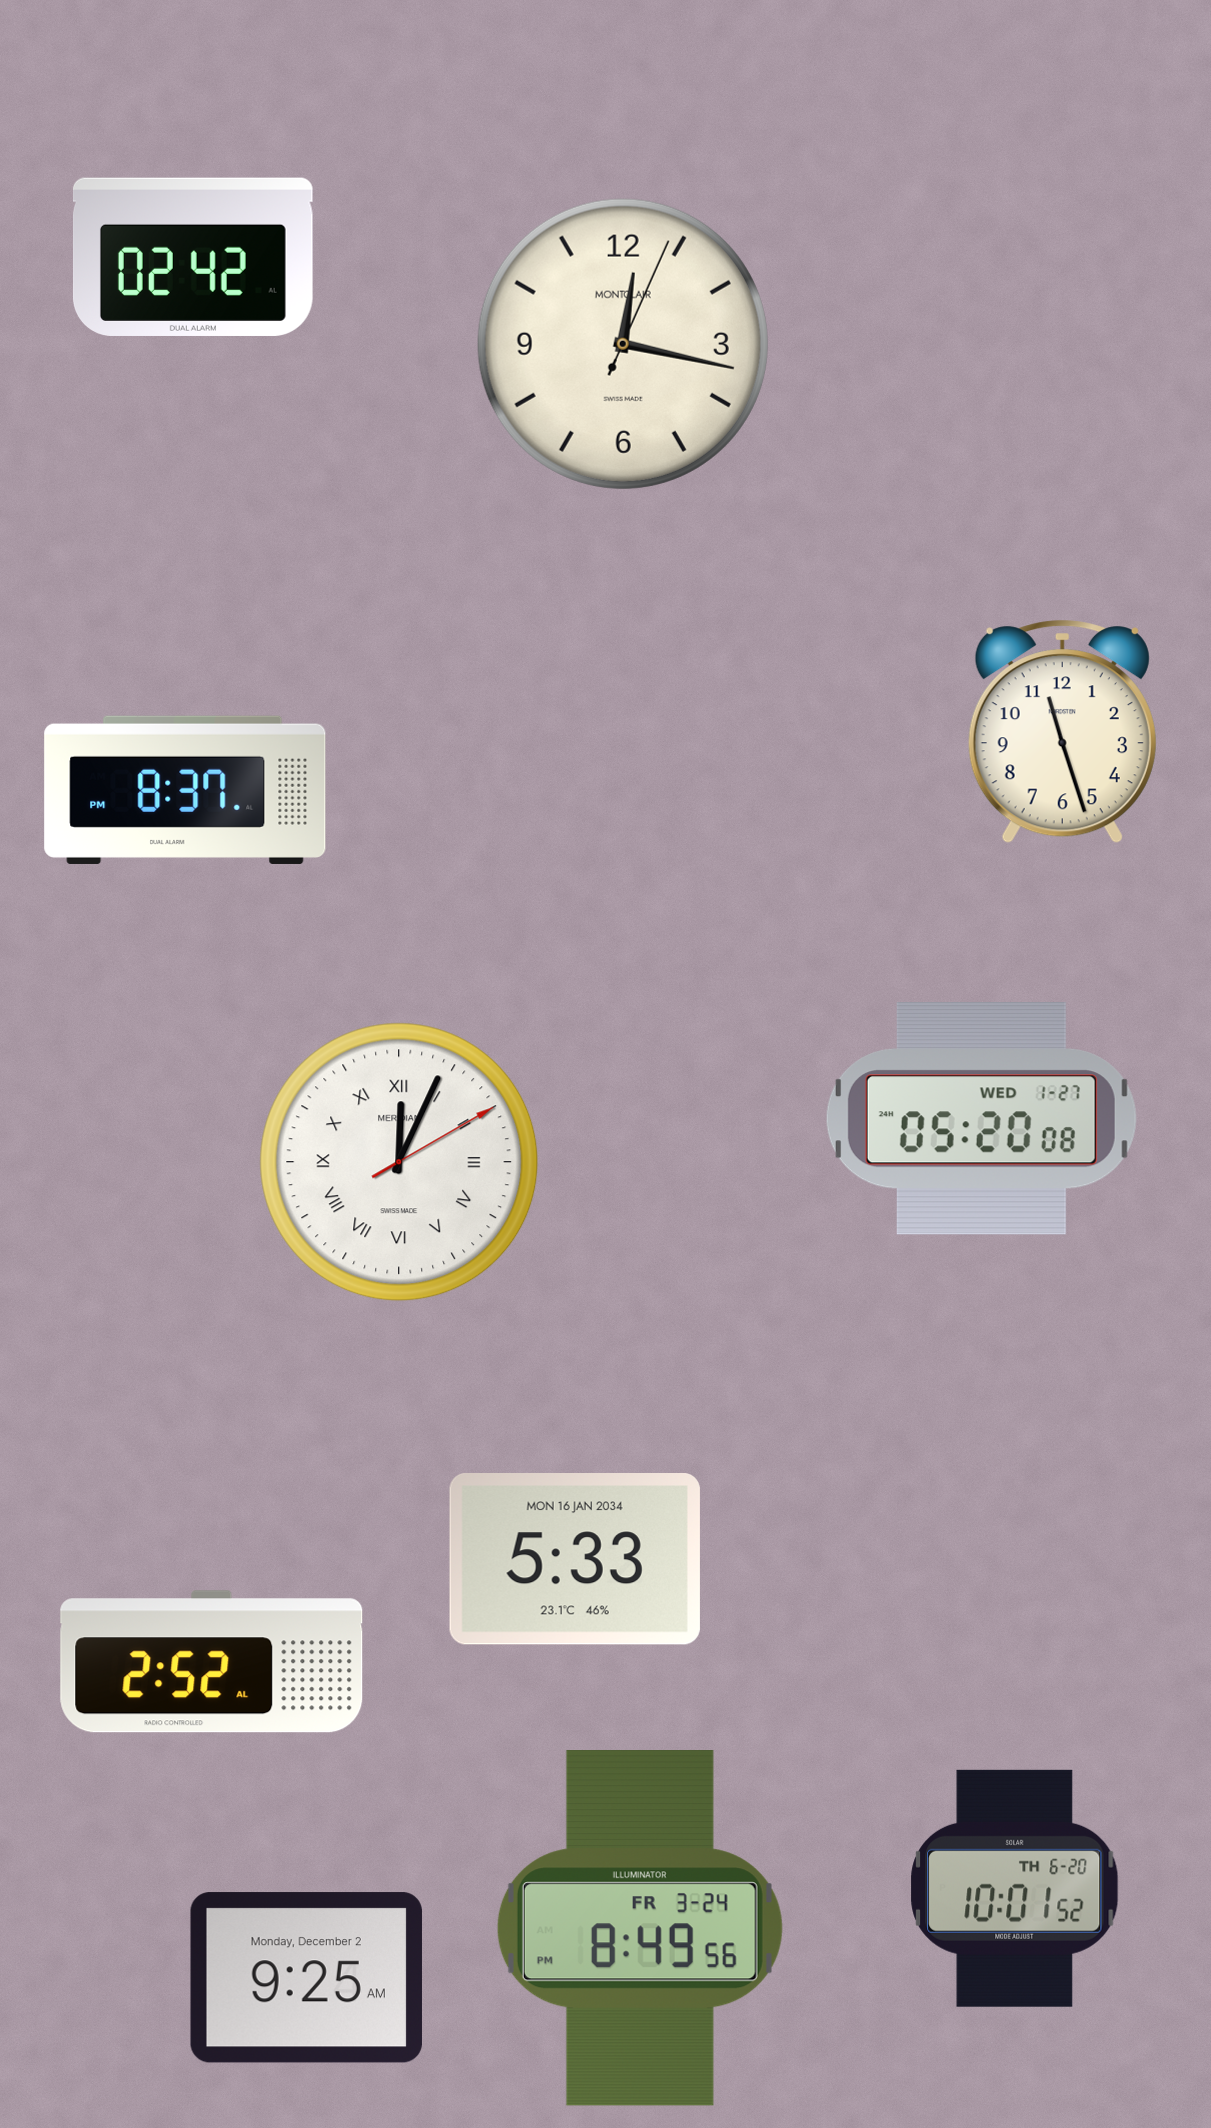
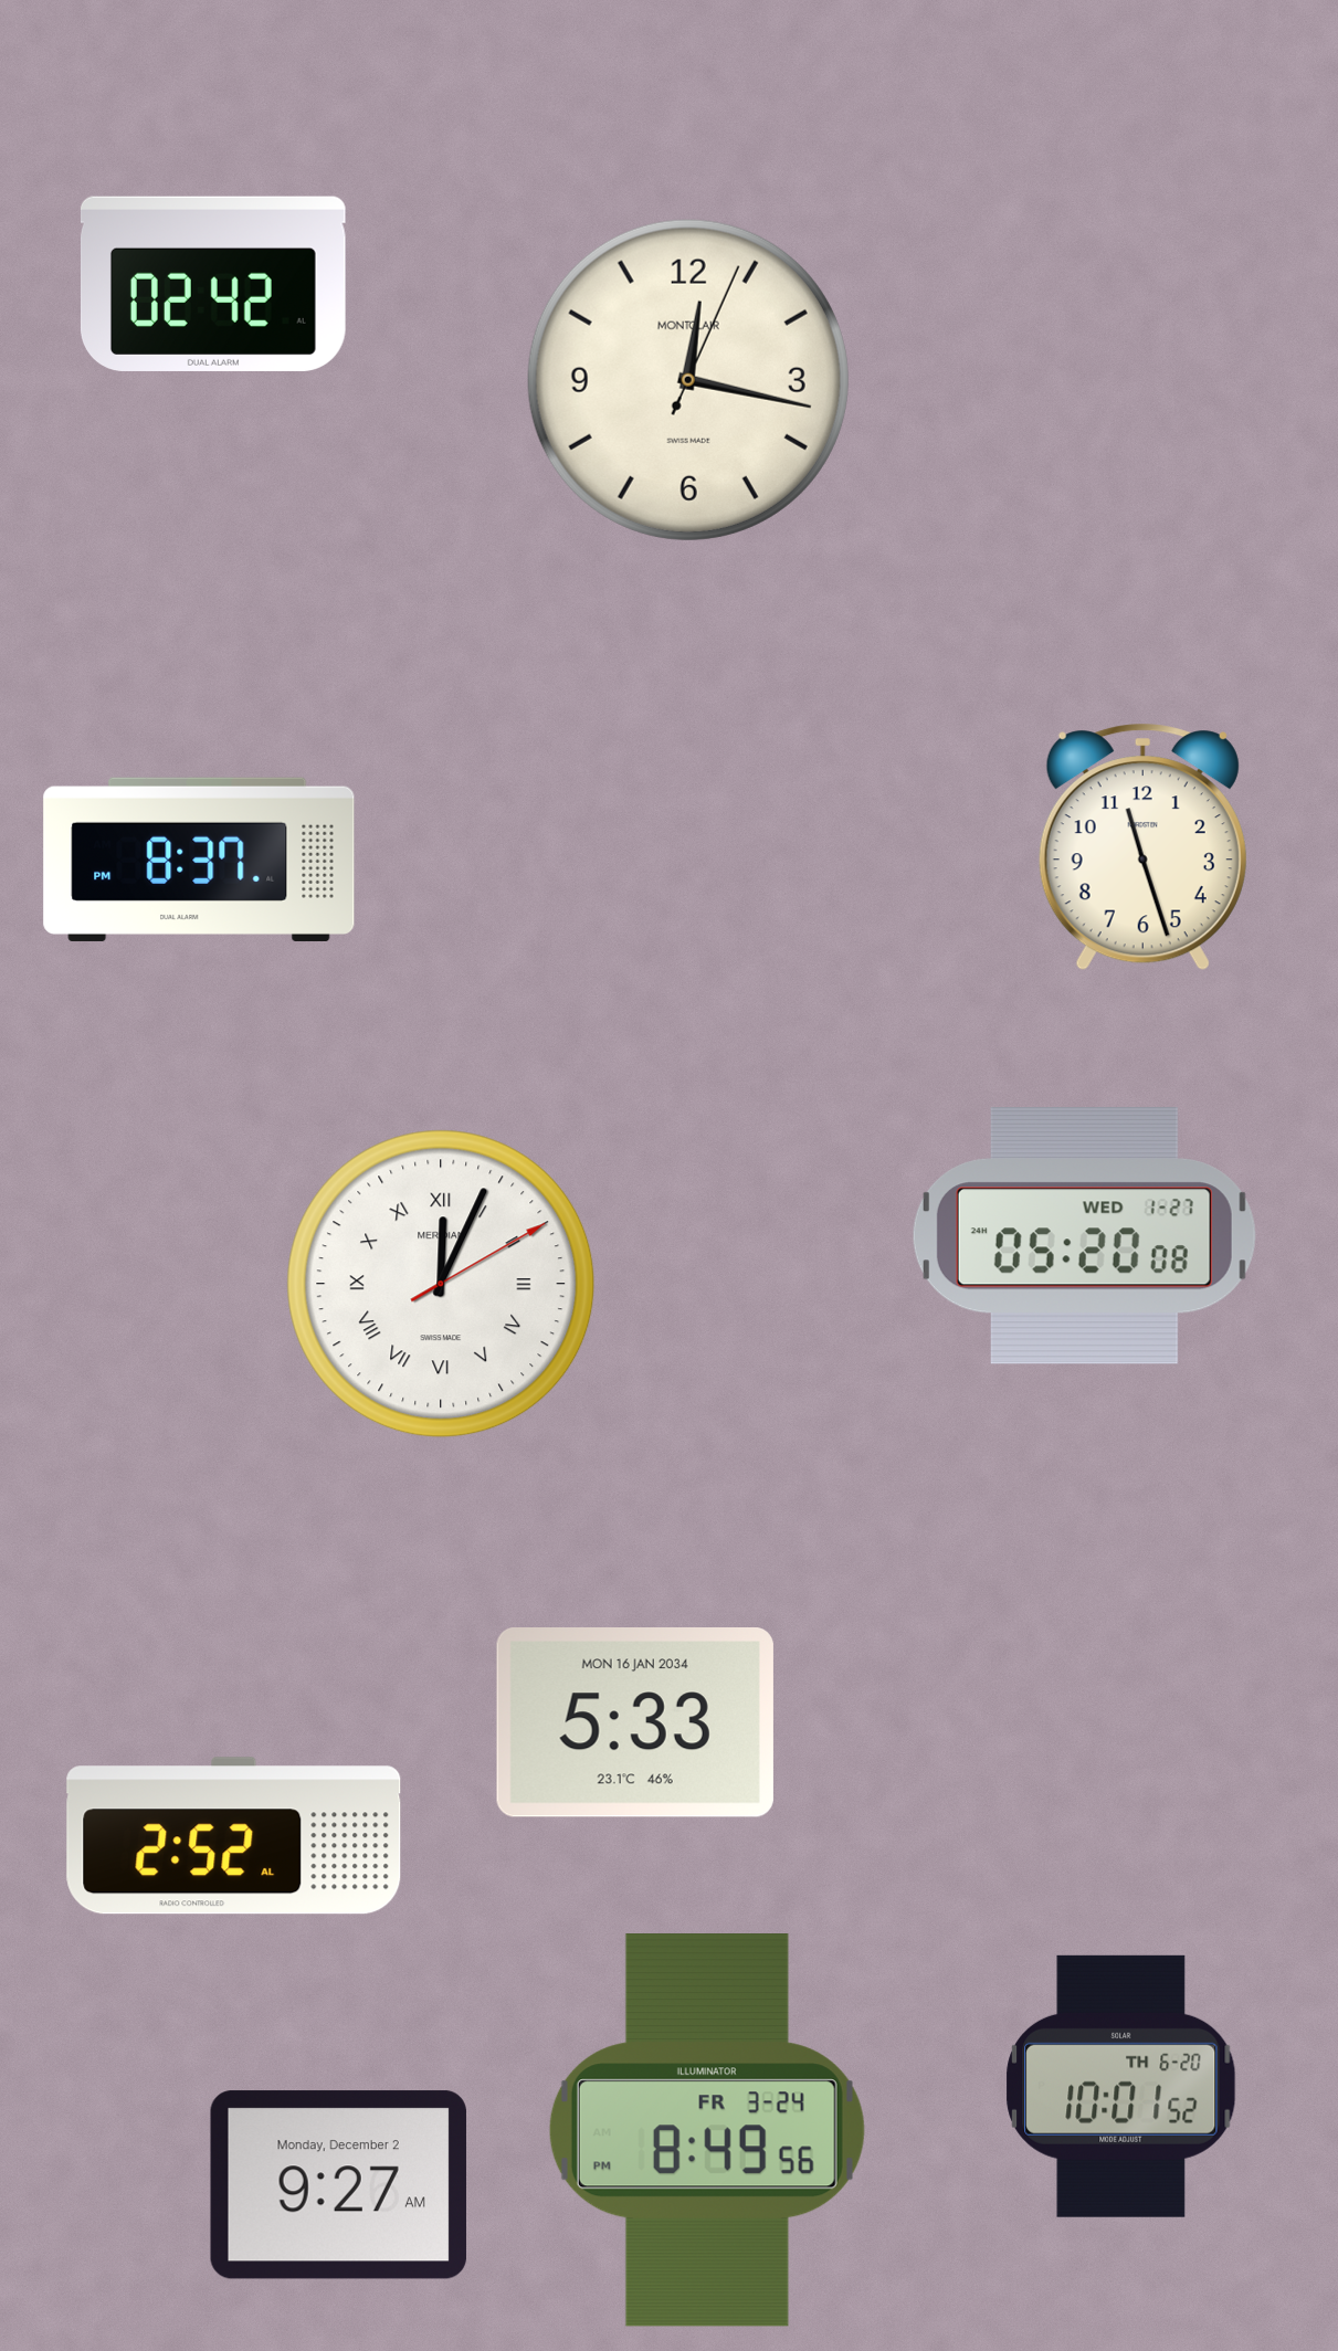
clock at (1062, 732) position: (1062, 732) -> (1142, 847)
clock at (185, 790) position: (185, 790) -> (199, 860)
clock at (306, 1978): 9:25 -> 9:27
